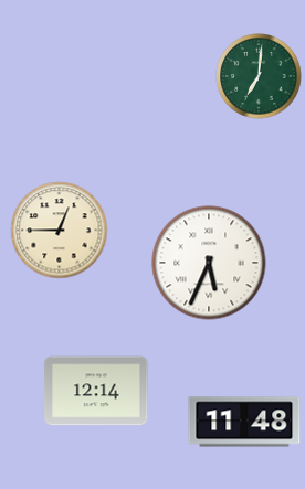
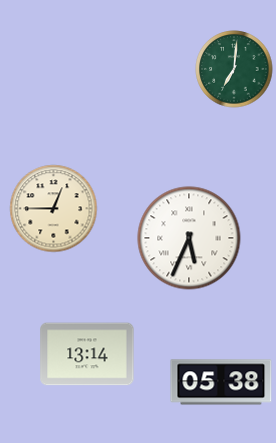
clock at (96, 391): 12:14 -> 13:14
clock at (244, 422): 11:48 -> 05:38
